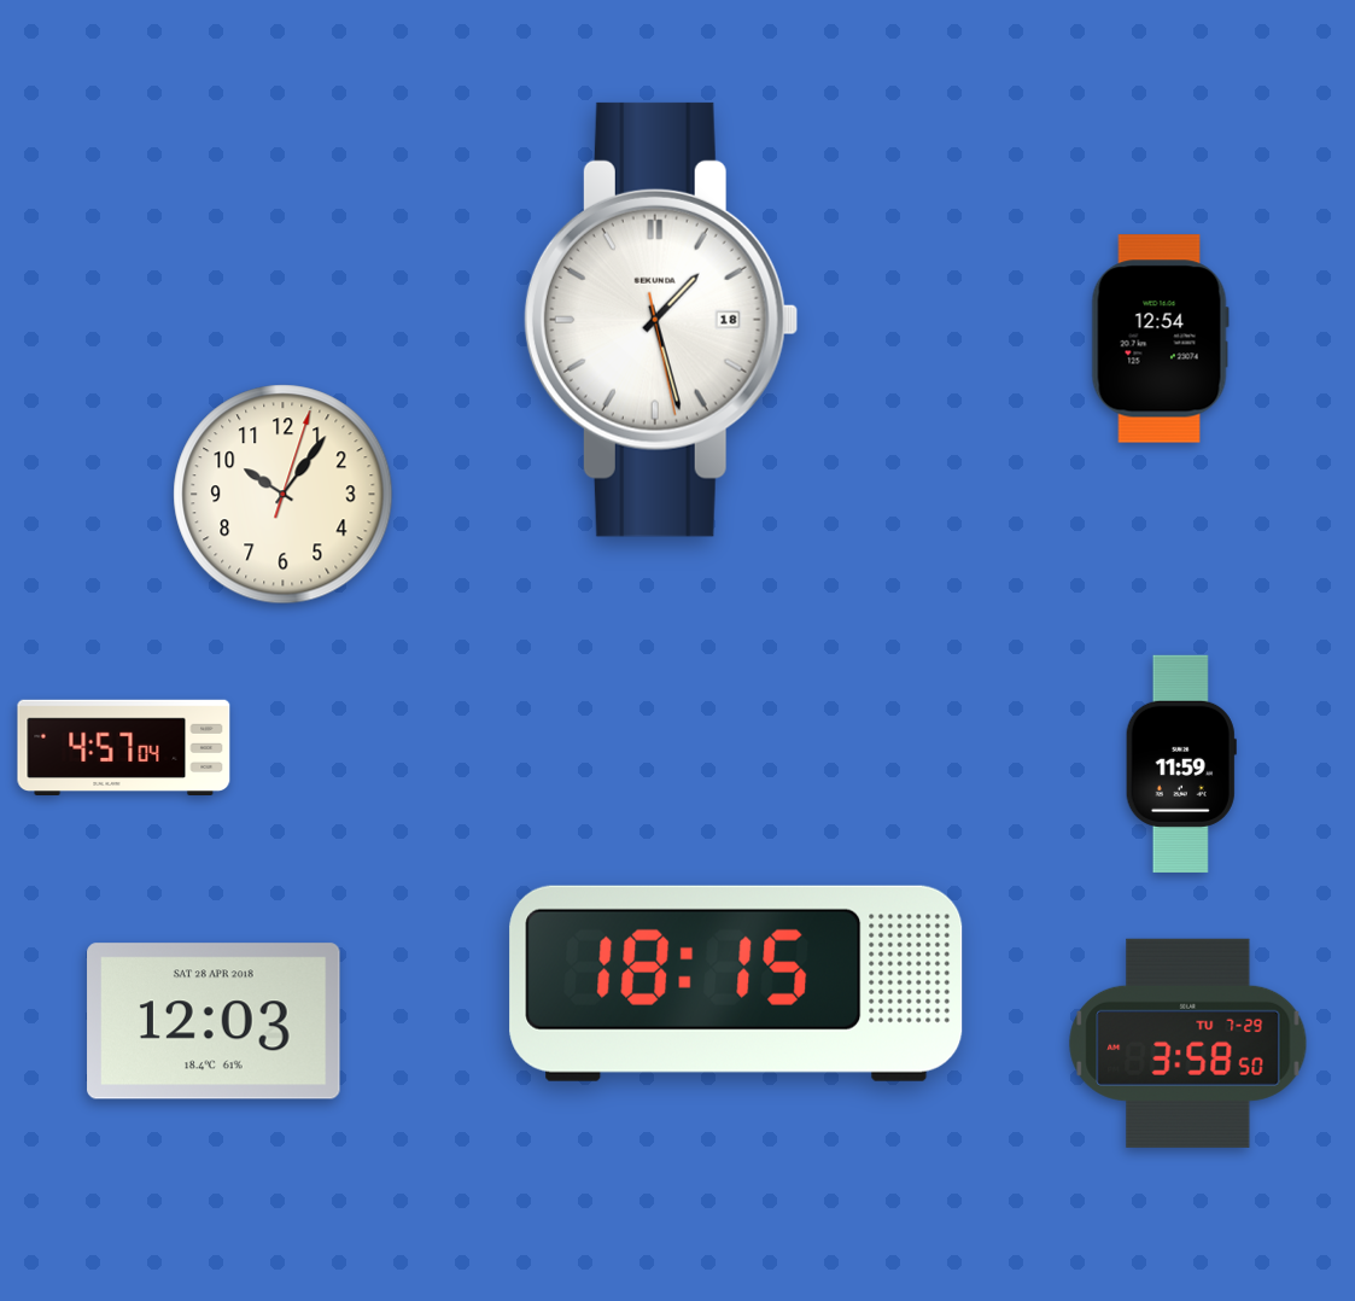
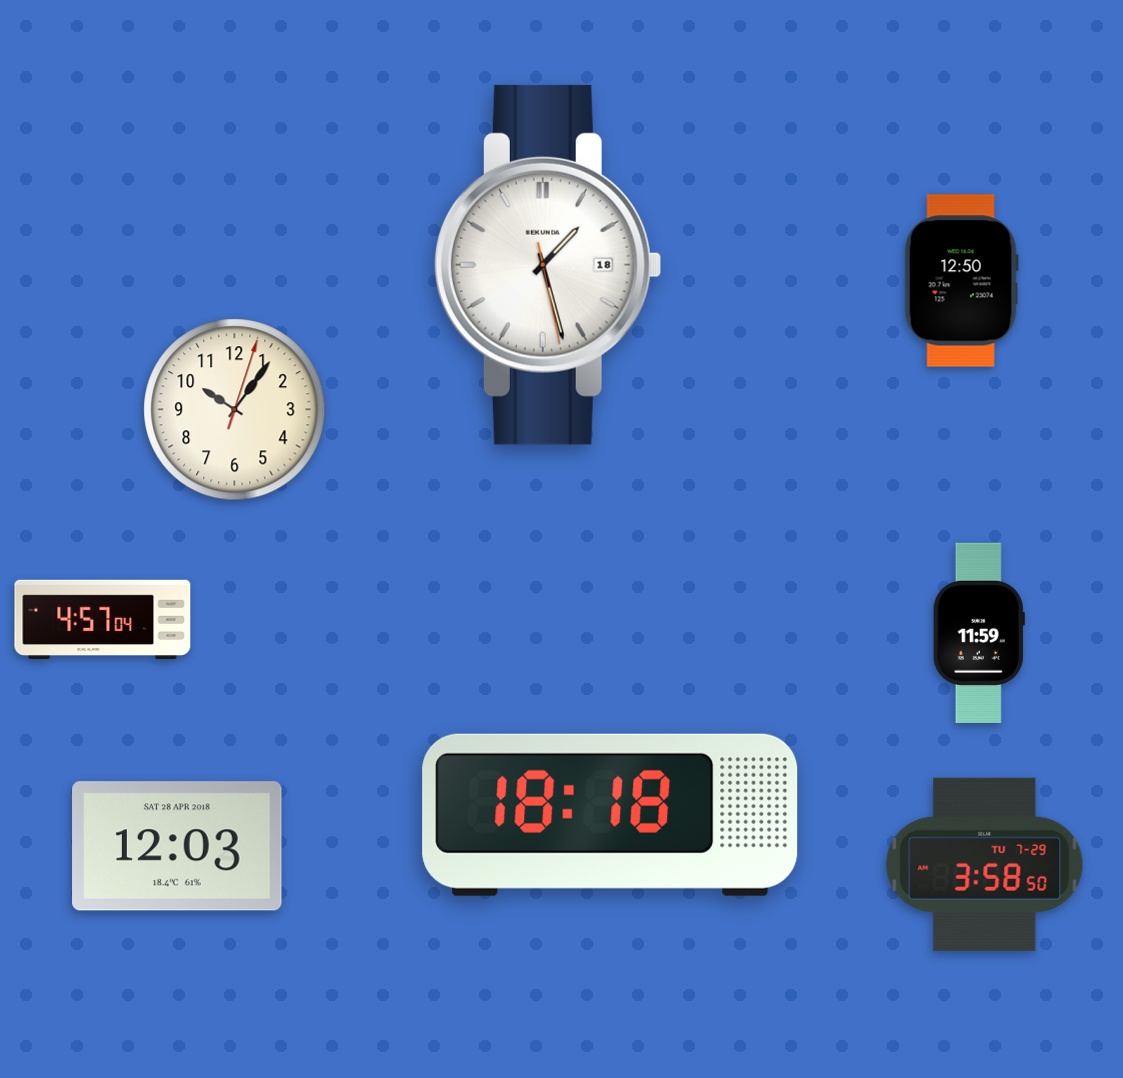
clock at (1160, 339): 12:54 -> 12:50
clock at (736, 984): 18:15 -> 18:18
